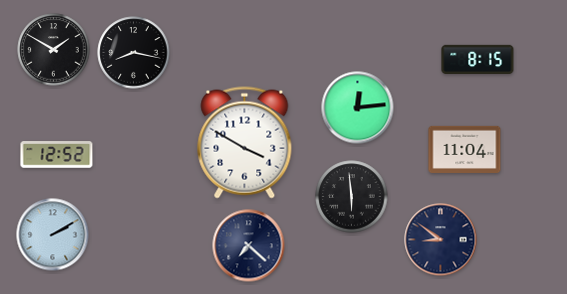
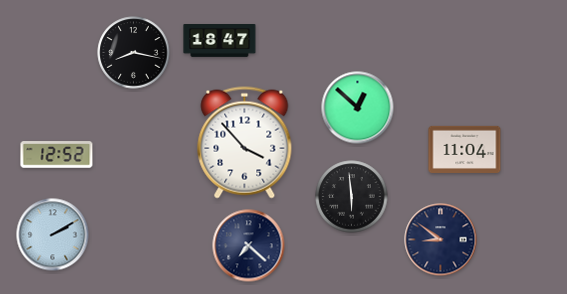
clock at (220, 41): none -> 18:47
clock at (54, 50): 1:50 -> none
clock at (478, 60): 8:15 -> none
clock at (358, 108): 12:14 -> 12:52
clock at (245, 143): 3:50 -> 3:53
